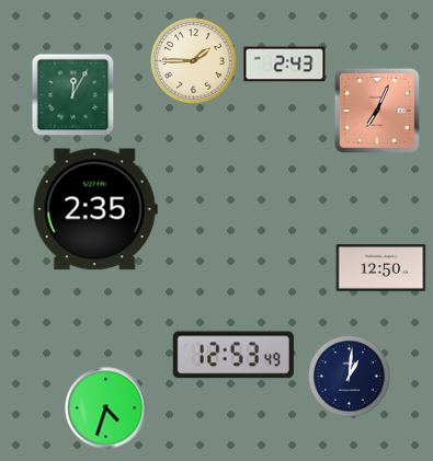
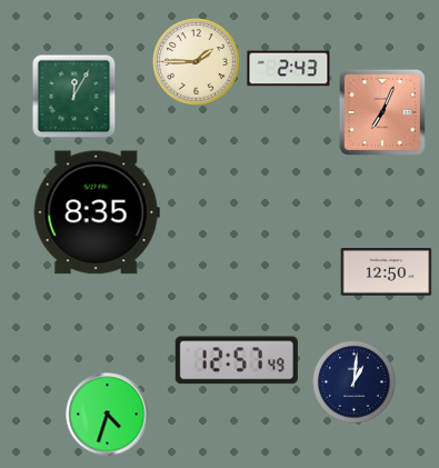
clock at (285, 65) position: (285, 65) -> (289, 69)
clock at (95, 209): 2:35 -> 8:35
clock at (233, 355): 12:53 -> 12:57
